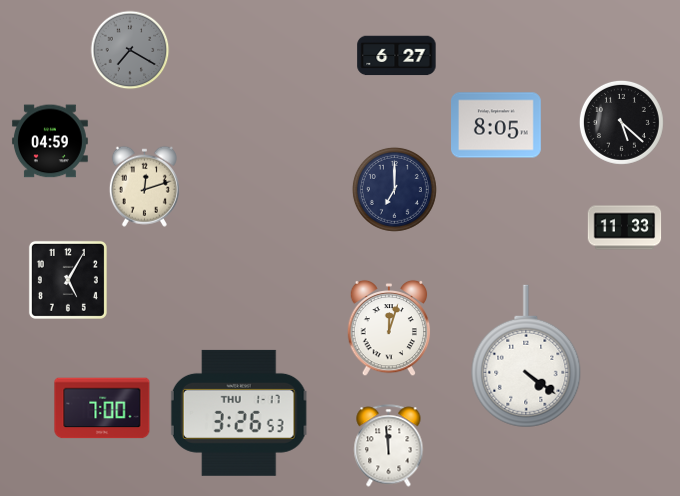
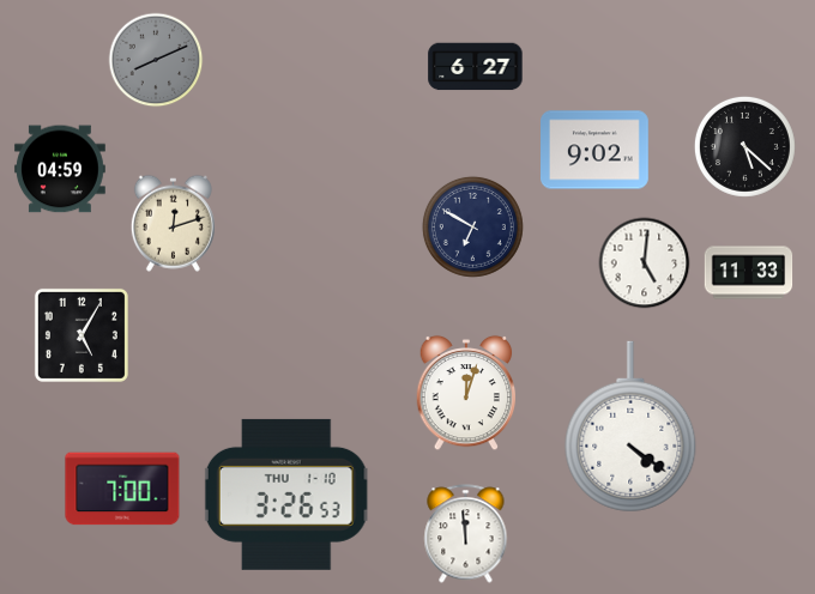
clock at (130, 50): 7:20 -> 8:11
clock at (497, 125): 8:05 -> 9:02
clock at (394, 189): 7:00 -> 6:50
clock at (645, 263): none -> 5:01
clock at (239, 413) date: THU 1-17 -> THU 1-10
